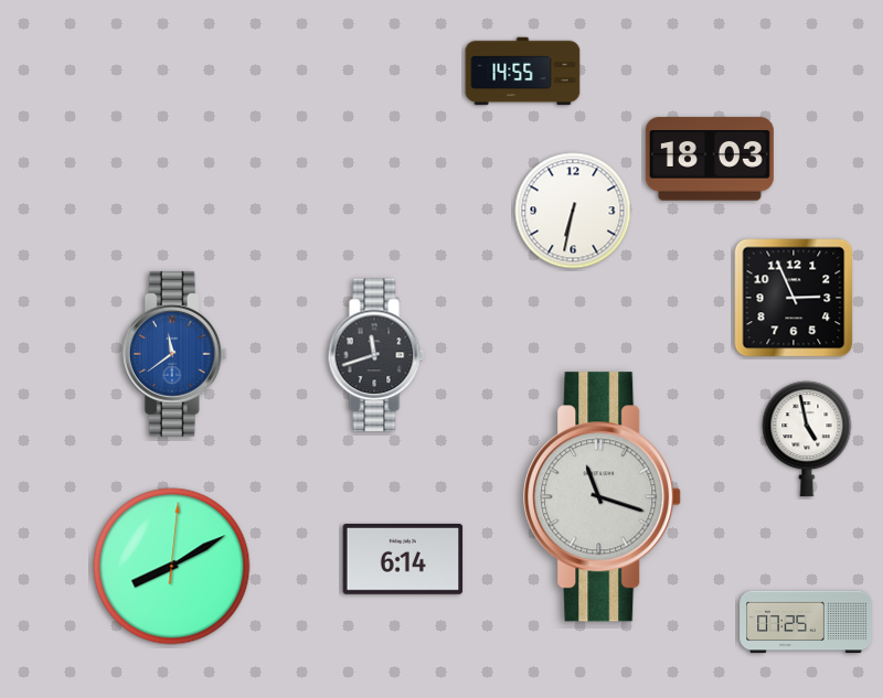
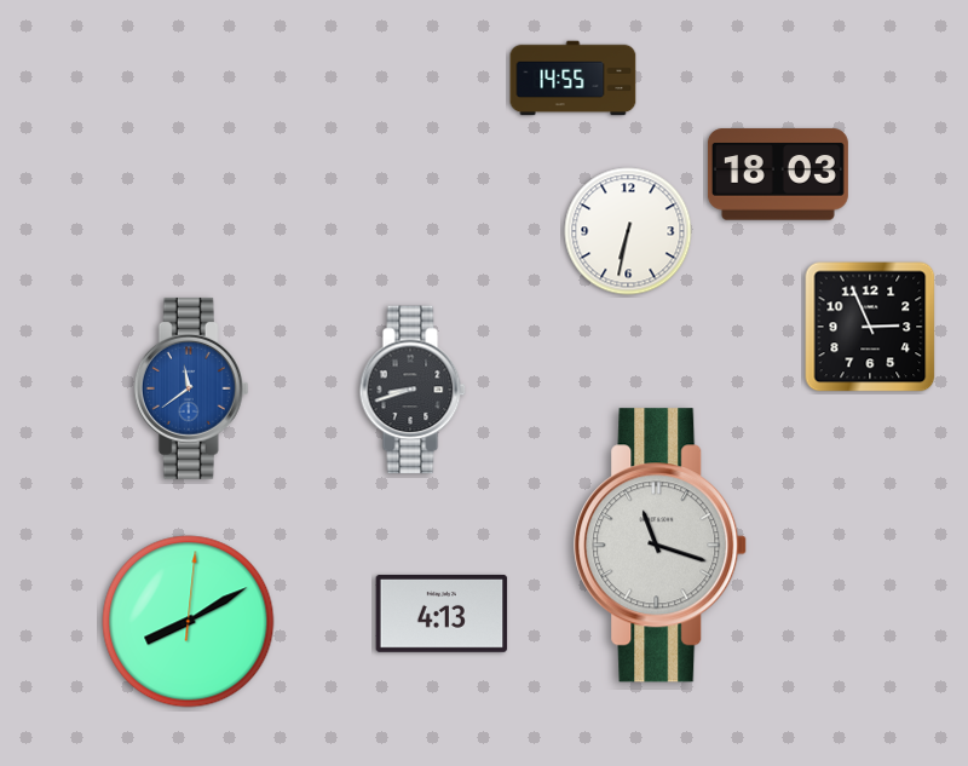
clock at (376, 355): 11:42 -> 8:42
clock at (807, 439): 4:58 -> none
clock at (403, 559): 6:14 -> 4:13
clock at (806, 622): 07:25 -> none
